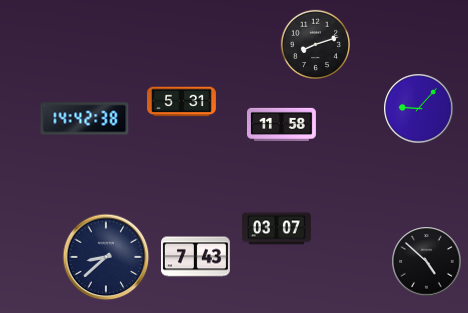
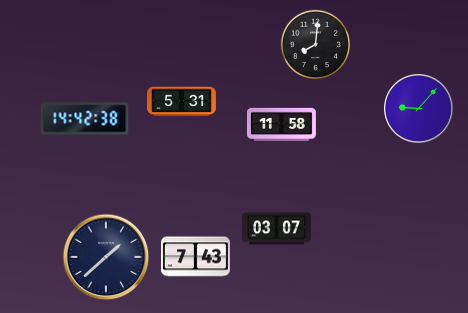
clock at (315, 44): 8:12 -> 8:01
clock at (106, 257): 8:38 -> 1:38
clock at (427, 262): 4:52 -> none
